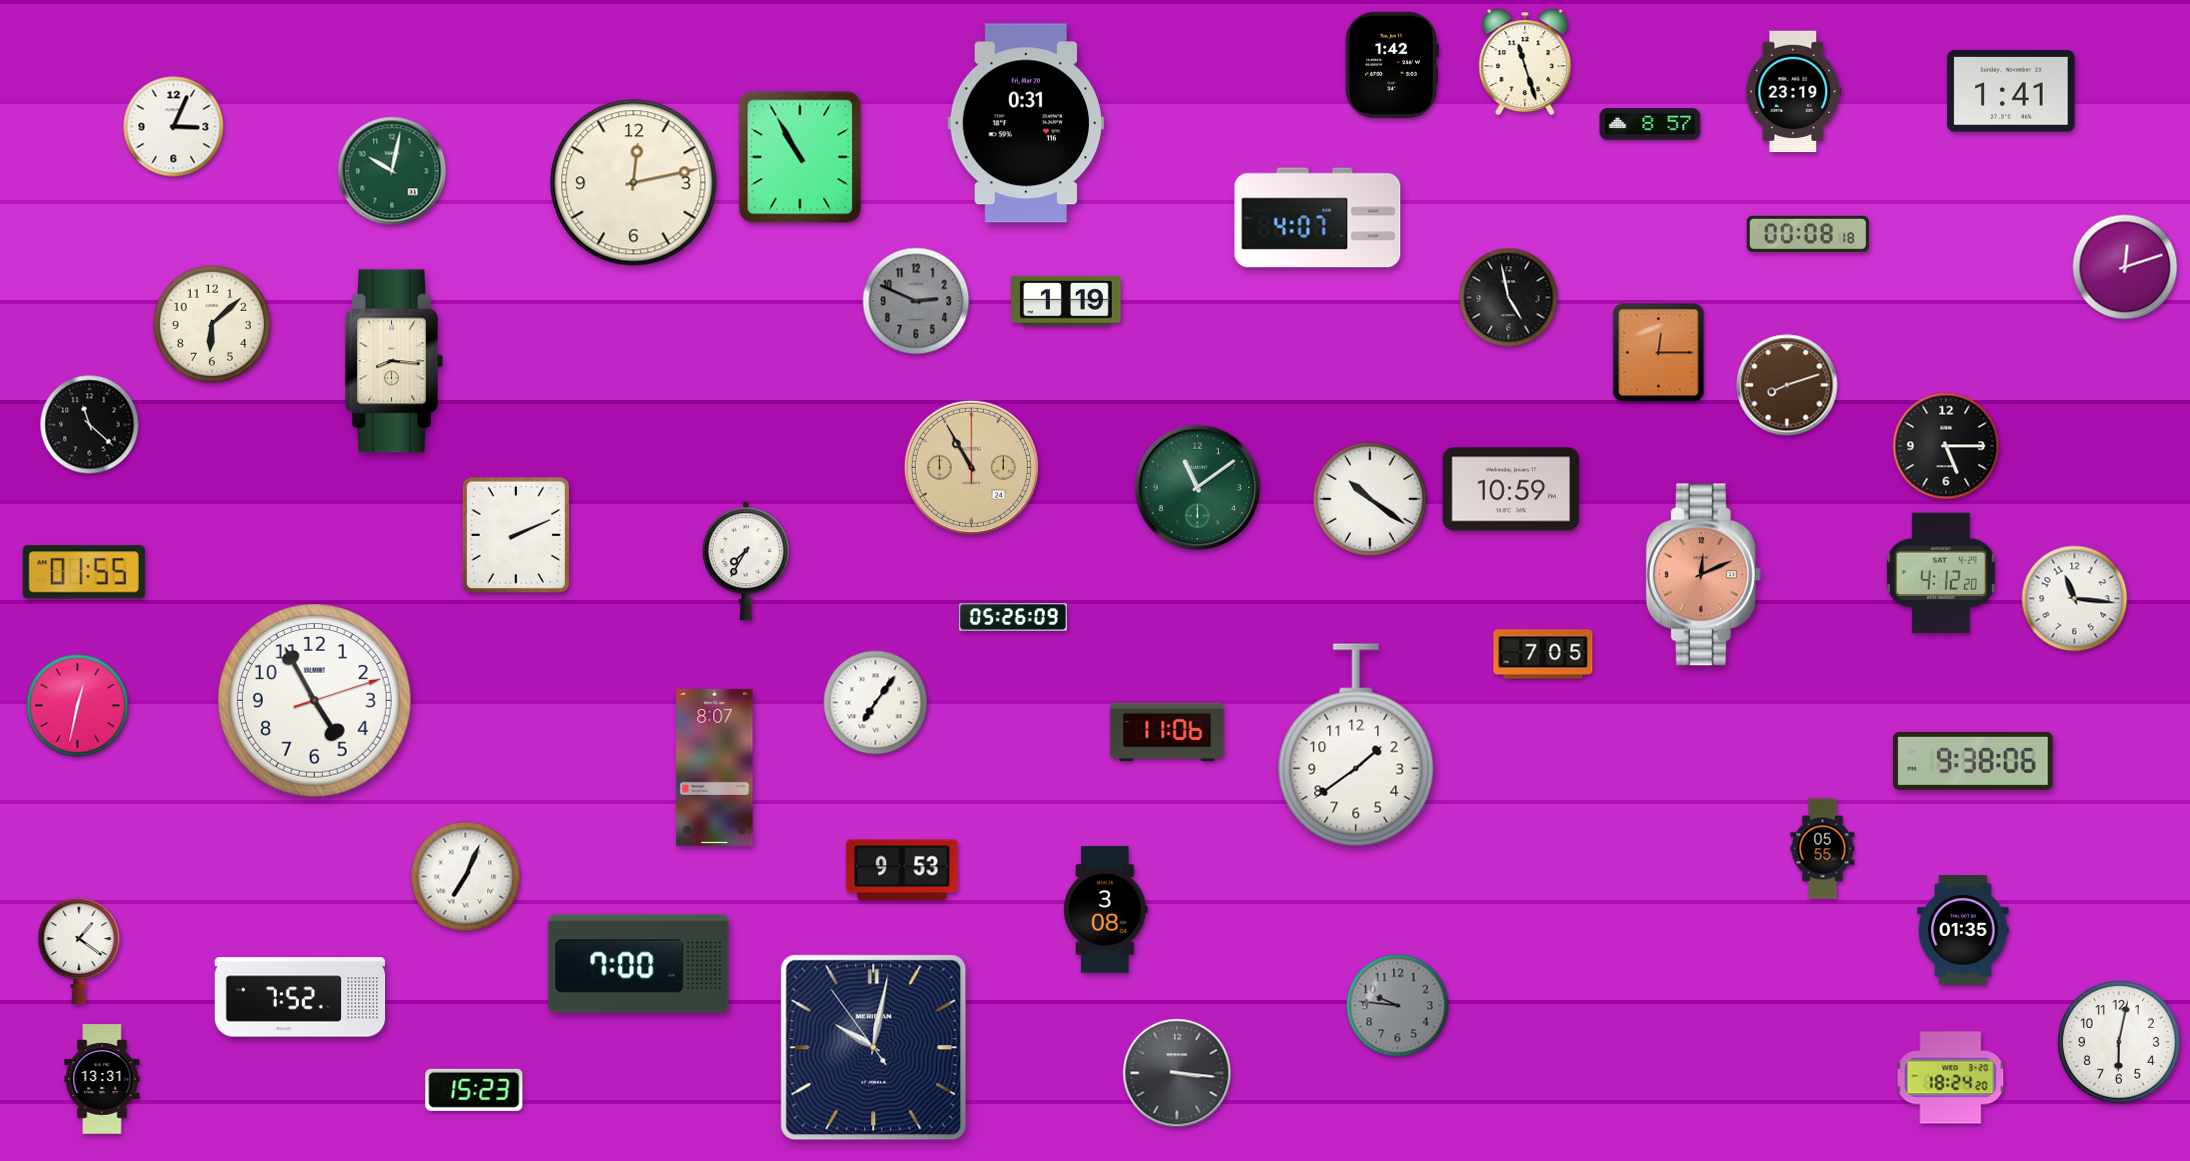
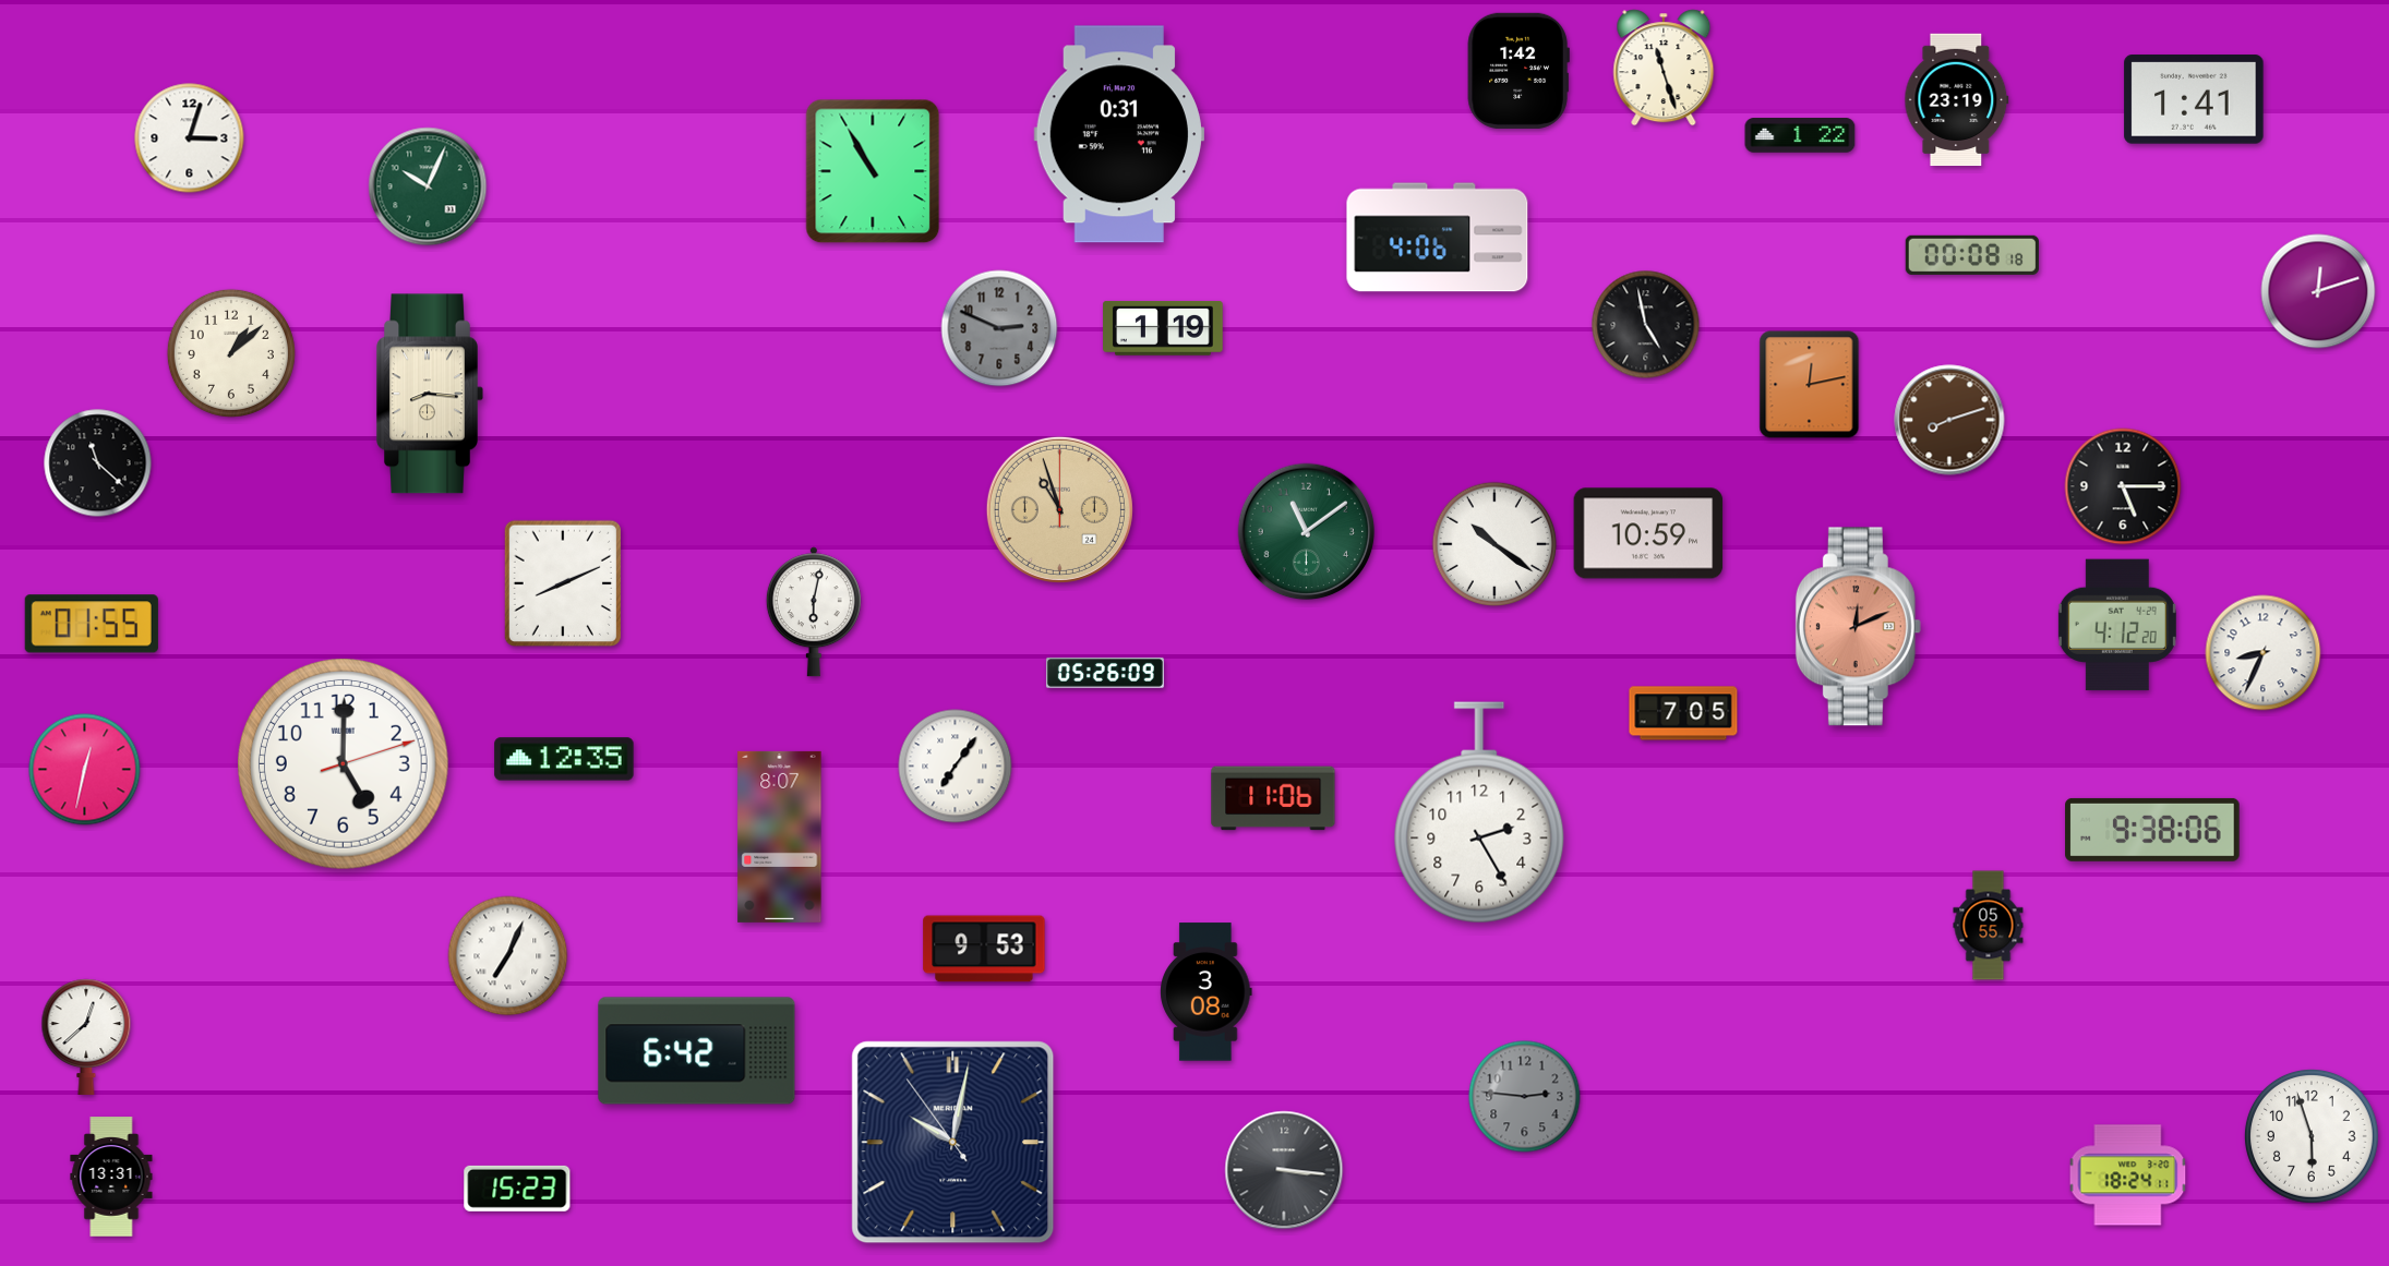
clock at (1650, 124): 8:57 -> 1:22
clock at (174, 127): 3:04 -> 3:03
clock at (392, 171): 10:02 -> 10:04
clock at (634, 183): 12:13 -> none
clock at (1318, 218): 4:07 -> 4:06
clock at (212, 324): 6:08 -> 1:08
clock at (1659, 353): 12:15 -> 12:13
clock at (971, 467): 10:55 -> 10:57
clock at (516, 535): 2:11 -> 8:11
clock at (746, 561): 7:35 -> 6:02
clock at (2075, 599): 11:16 -> 8:34
clock at (564, 759): none -> 12:35
clock at (315, 701): 4:55 -> 5:00
clock at (1356, 745): 1:39 -> 2:25
clock at (1963, 930): 01:35 -> none
clock at (79, 951): 1:21 -> 12:38
clock at (639, 964): 7:00 -> 6:42
clock at (300, 997): 7:52 -> none
clock at (1398, 1006): 9:46 -> 2:46
clock at (2119, 1042): 6:02 -> 5:57
clock at (1951, 1078): 18:24:20 -> 18:24:11
